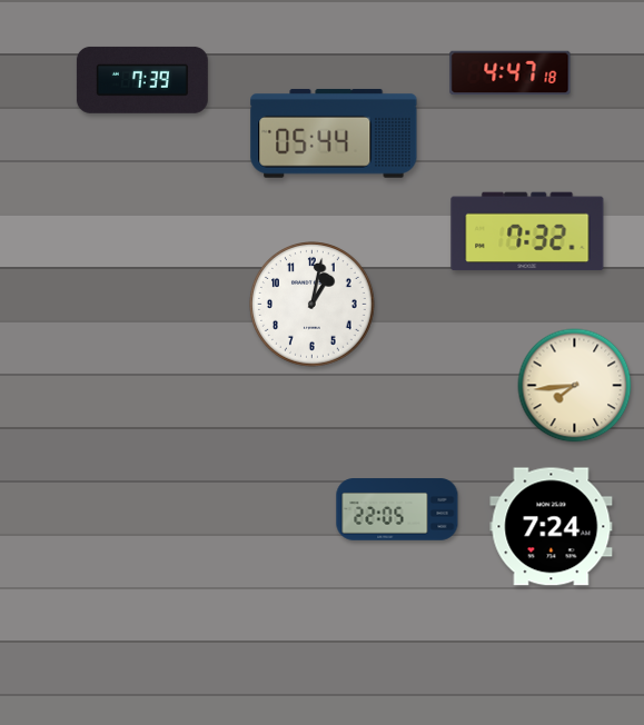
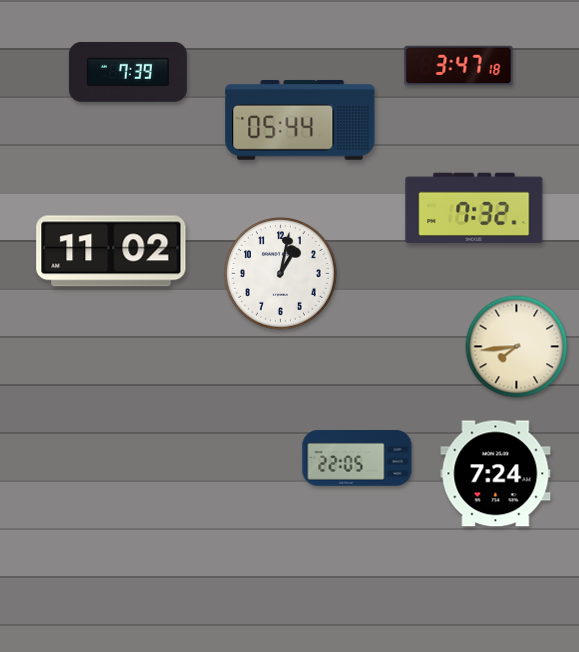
clock at (511, 73): 4:47 -> 3:47
clock at (111, 251): none -> 11:02
